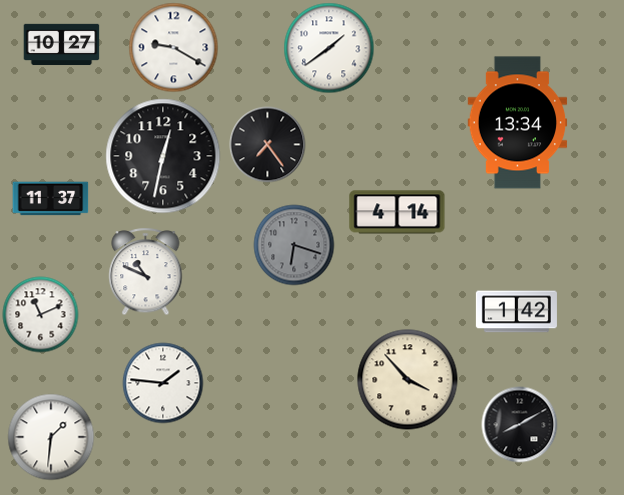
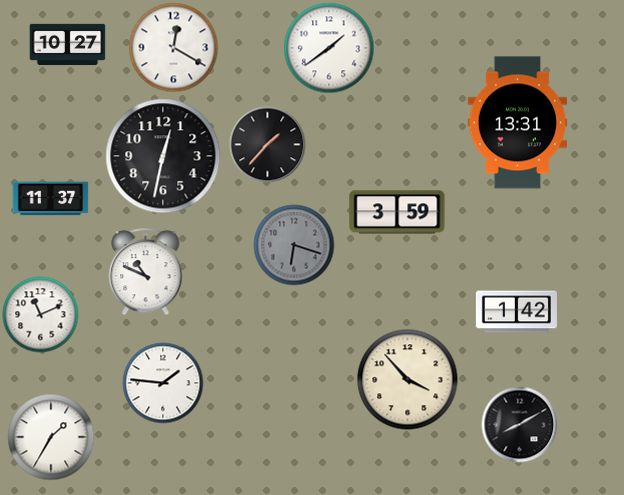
clock at (62, 45) position: (62, 45) -> (68, 45)
clock at (174, 48): 9:20 -> 12:20
clock at (518, 123): 13:34 -> 13:31
clock at (268, 145): 7:24 -> 1:37
clock at (397, 212): 4:14 -> 3:59
clock at (51, 437): 1:31 -> 1:35
